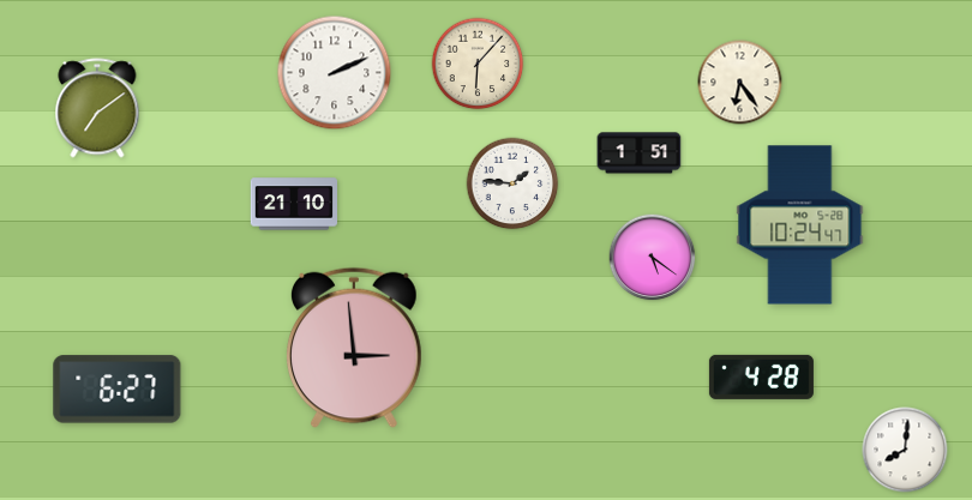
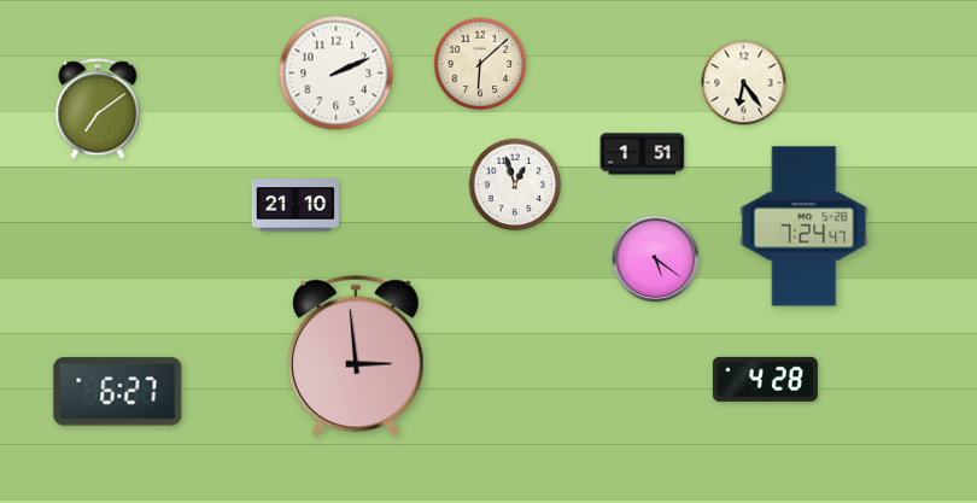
clock at (478, 64): 6:07 -> 6:08
clock at (512, 183): 1:46 -> 12:57
clock at (800, 225): 10:24 -> 7:24
clock at (355, 348) position: (355, 348) -> (357, 356)
clock at (905, 450): 8:01 -> none
